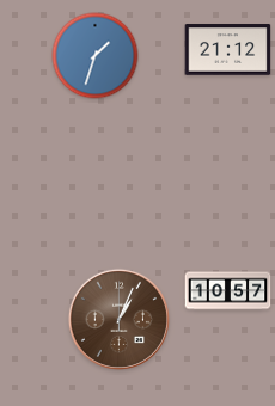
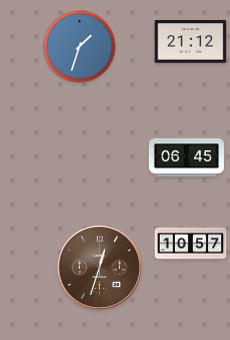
clock at (186, 158): none -> 06:45
clock at (118, 319): 1:04 -> 12:33
